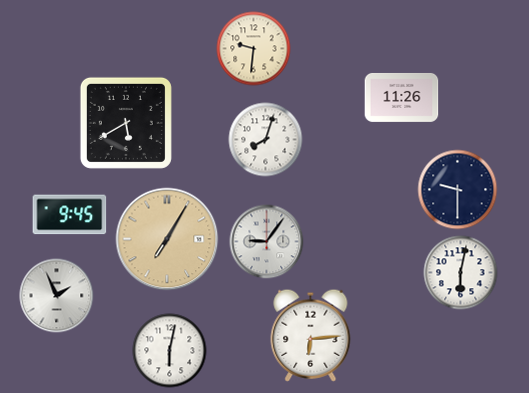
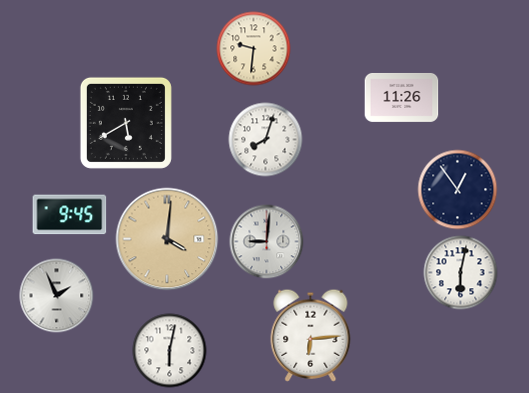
clock at (458, 190): 9:30 -> 12:54
clock at (167, 239): 7:05 -> 4:01
clock at (267, 242): 9:06 -> 9:01
